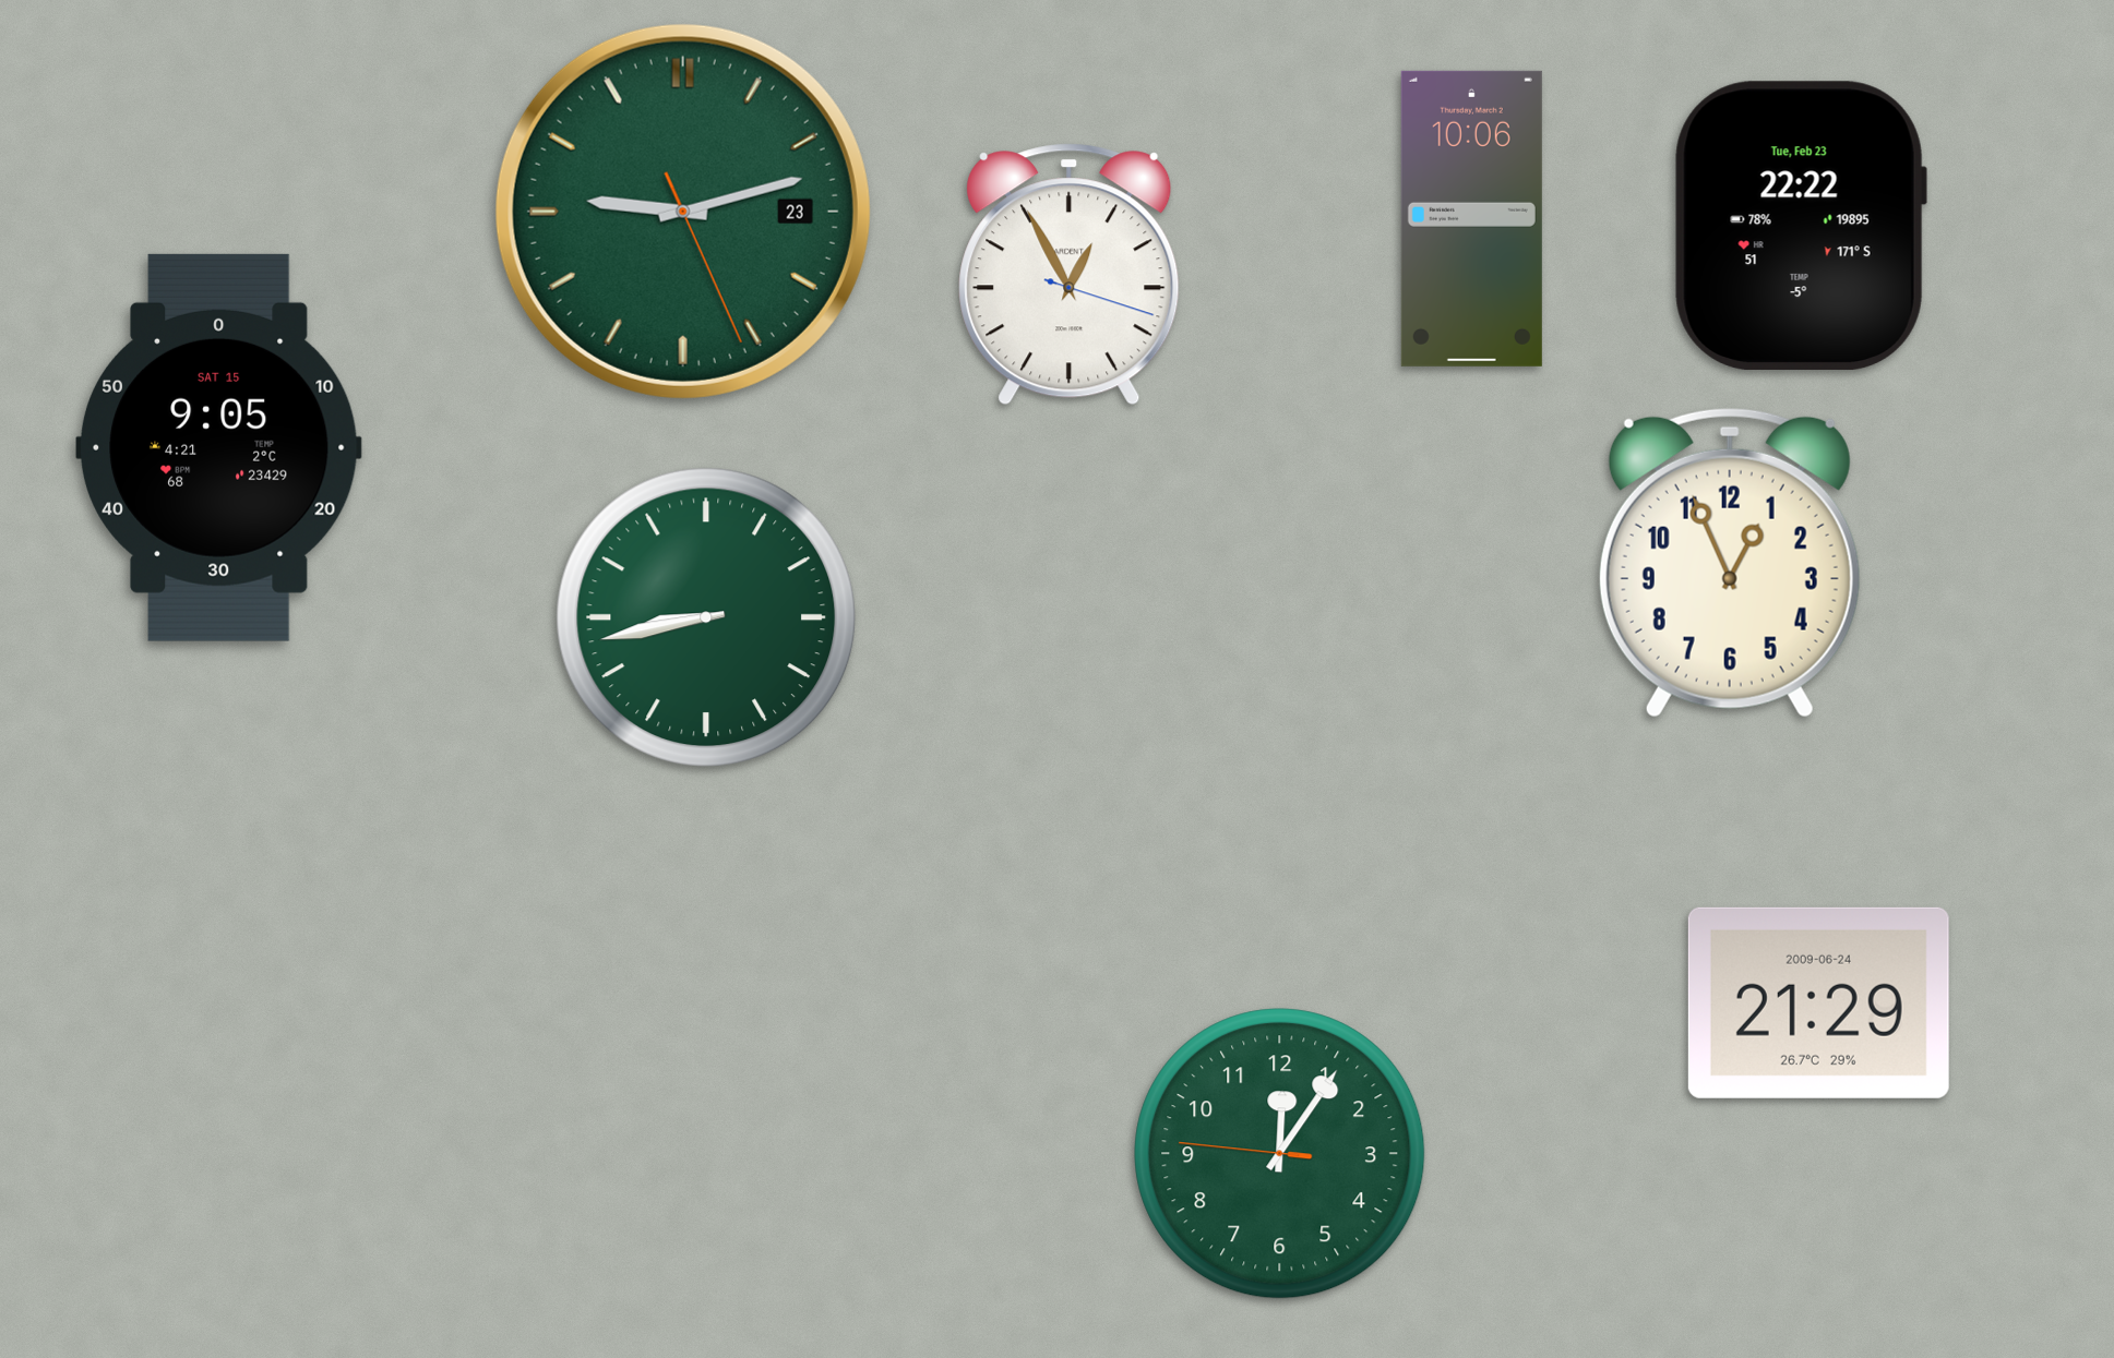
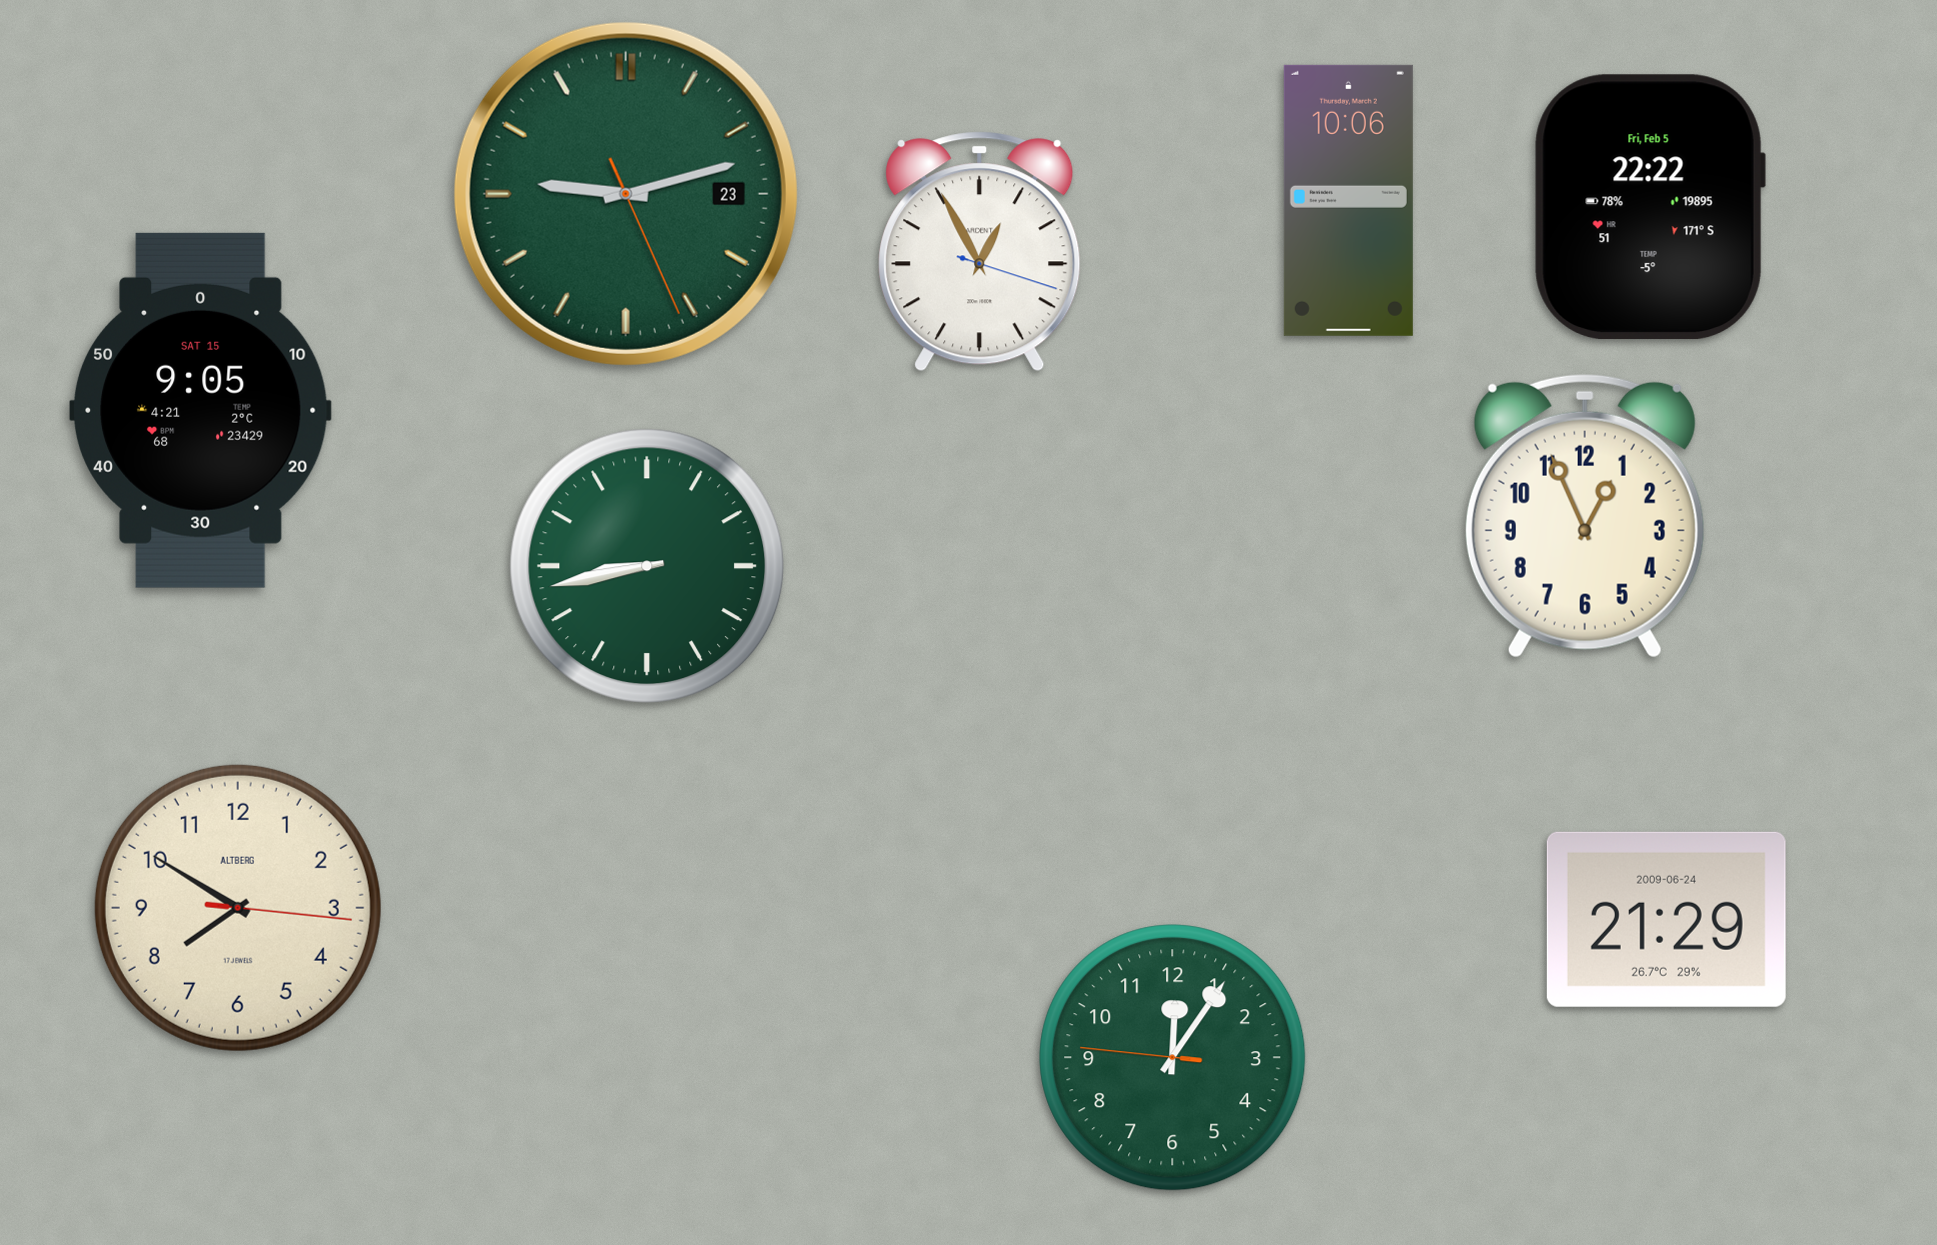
clock at (1801, 226) date: Tue, Feb 23 -> Fri, Feb 5
clock at (238, 908): none -> 7:50
